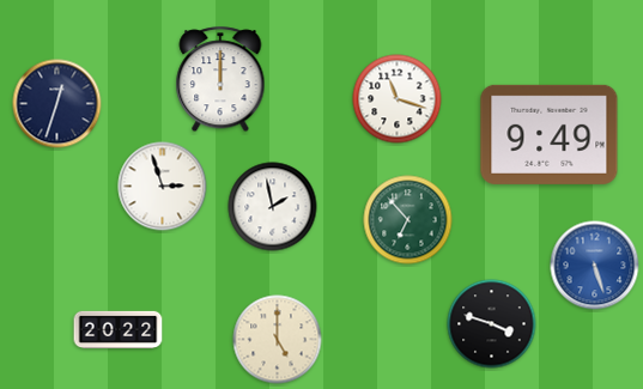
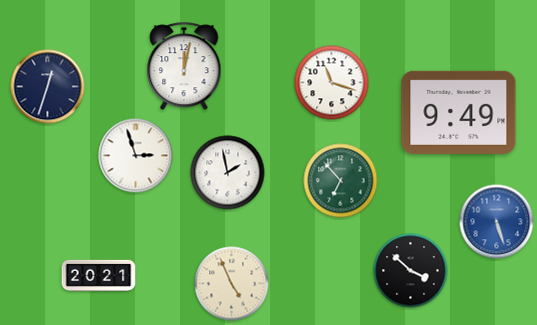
clock at (220, 80): 12:00 -> 12:02
clock at (408, 220) position: (408, 220) -> (341, 181)
clock at (492, 324): 3:48 -> 3:52
clock at (119, 329): 20:22 -> 20:21
clock at (278, 340): 5:00 -> 4:56
